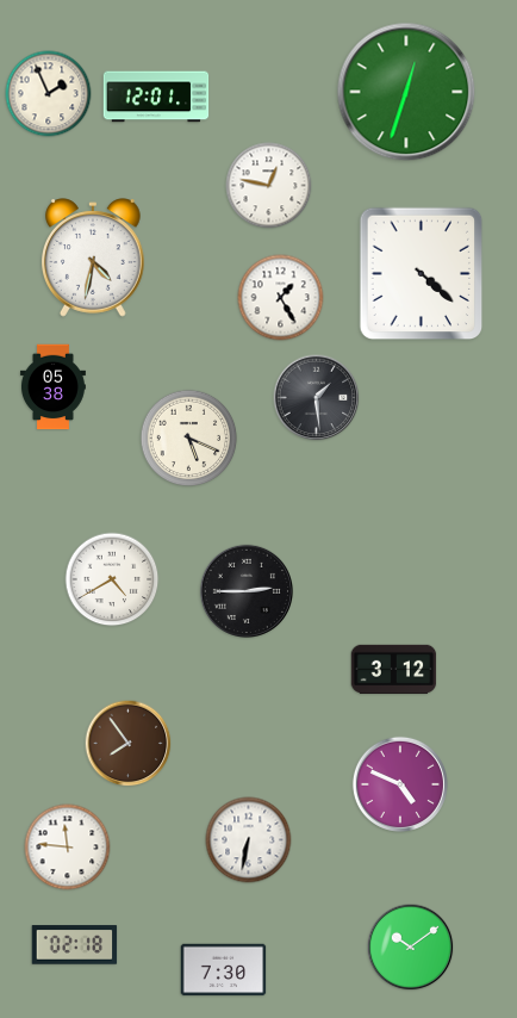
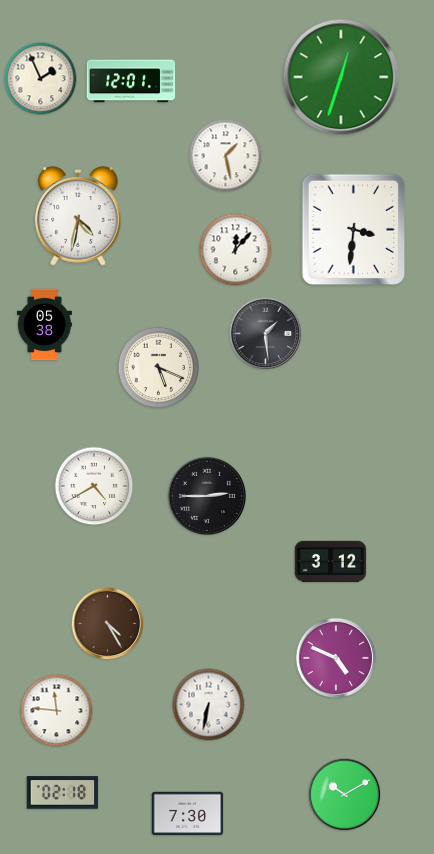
clock at (269, 186): 12:47 -> 1:28
clock at (422, 274): 4:22 -> 3:31
clock at (281, 298): 1:25 -> 12:07
clock at (129, 744): 7:54 -> 4:25
clock at (411, 948): 10:09 -> 10:10
